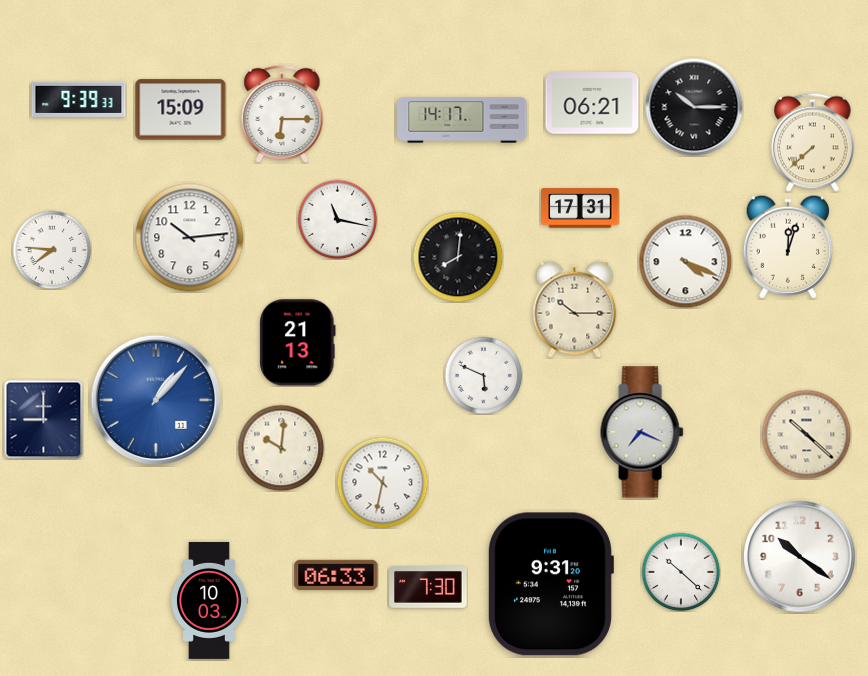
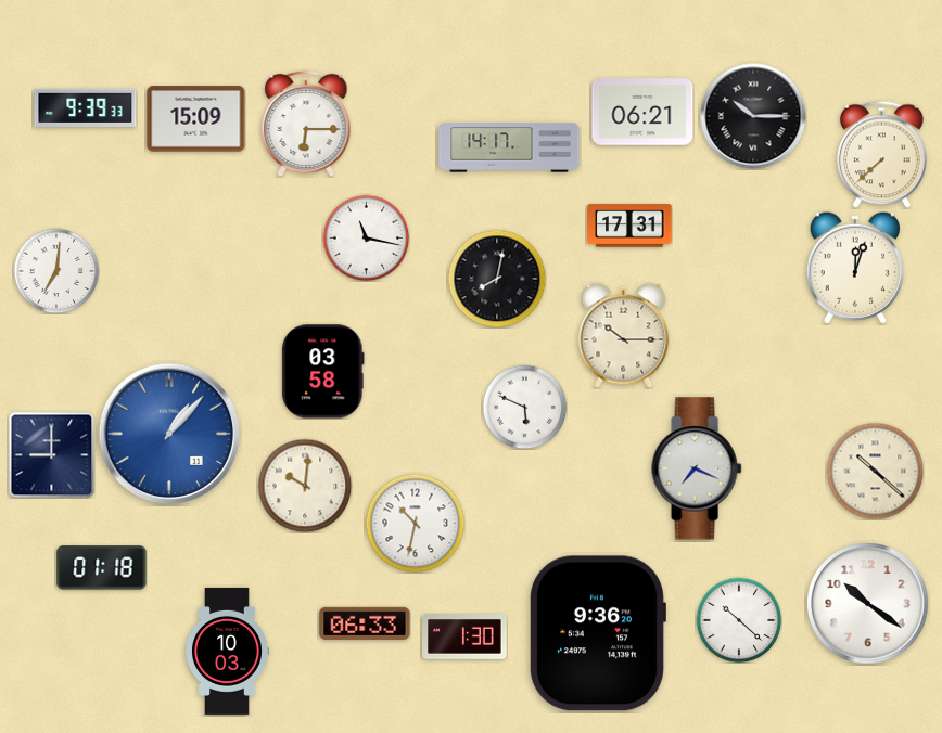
clock at (462, 120) position: (462, 120) -> (509, 147)
clock at (190, 238): 10:14 -> none
clock at (52, 250): 7:46 -> 7:01
clock at (458, 257): 8:01 -> 8:02
clock at (685, 261): 4:19 -> none
clock at (298, 343): 21:13 -> 03:58
clock at (43, 419) position: (43, 419) -> (51, 454)
clock at (102, 568): none -> 01:18
clock at (550, 584): 9:31 -> 9:36
clock at (428, 588): 7:30 -> 1:30
